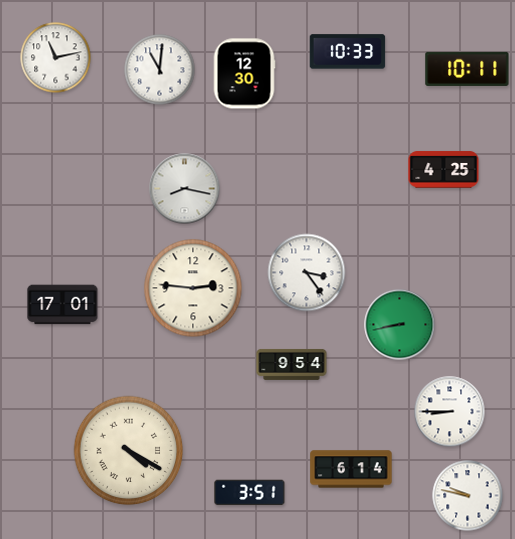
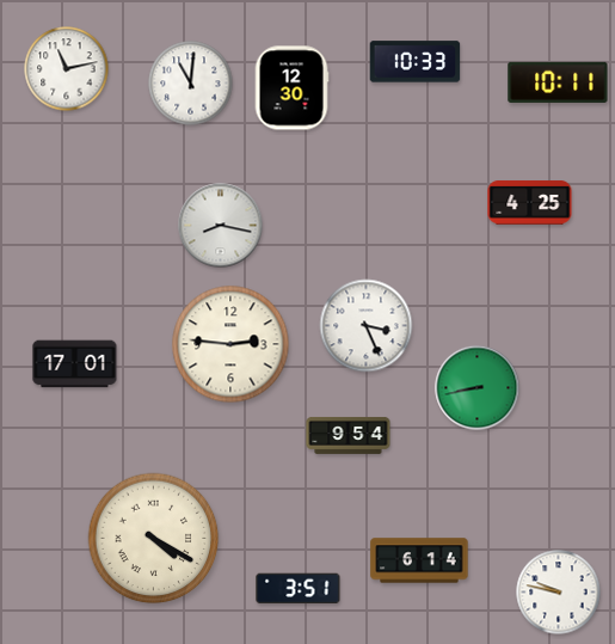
clock at (307, 273): 3:24 -> 3:26
clock at (450, 412): 8:45 -> none
